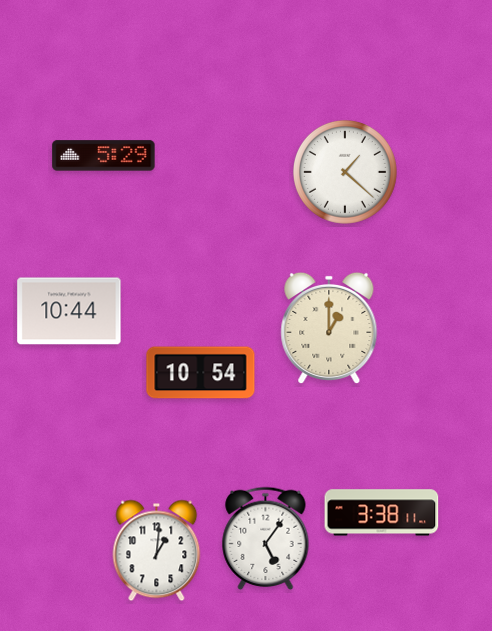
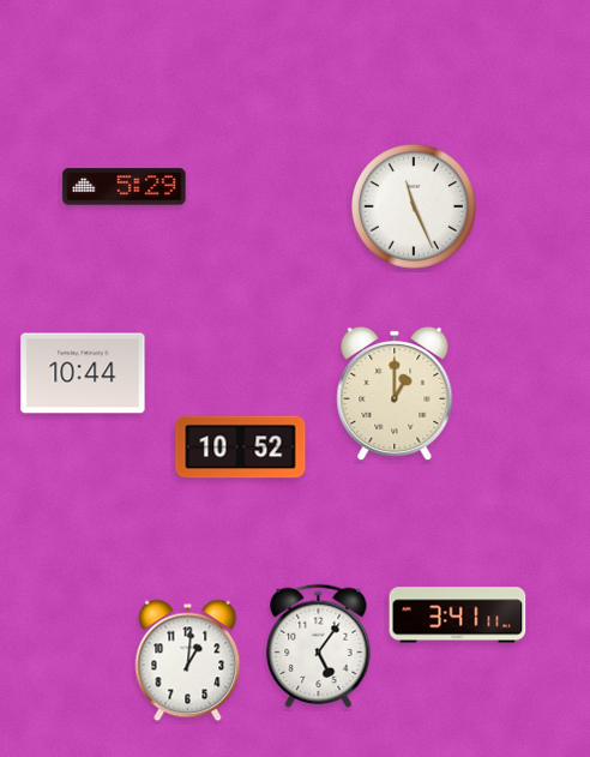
clock at (345, 172): 1:22 -> 11:26
clock at (201, 373): 10:54 -> 10:52
clock at (382, 513): 3:38 -> 3:41
